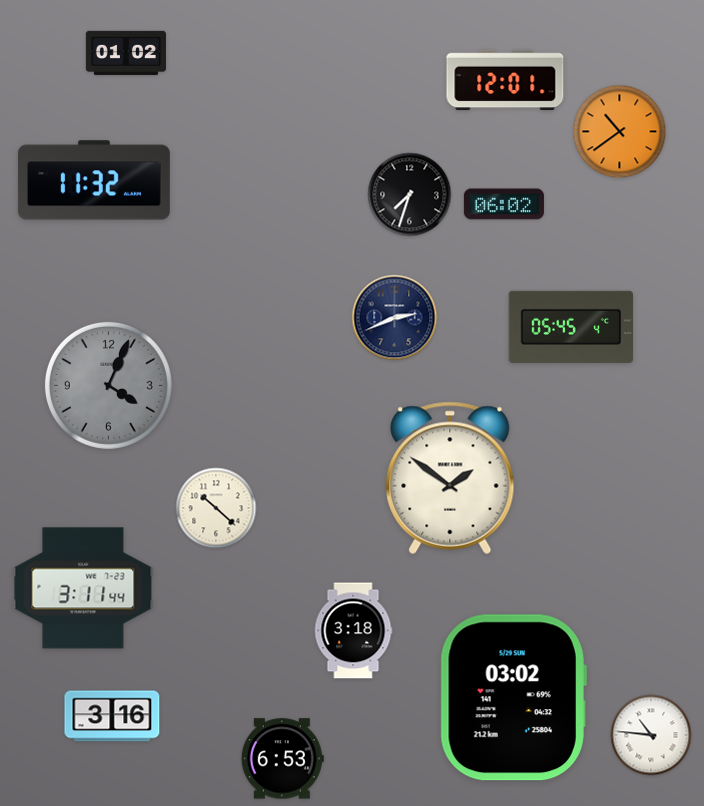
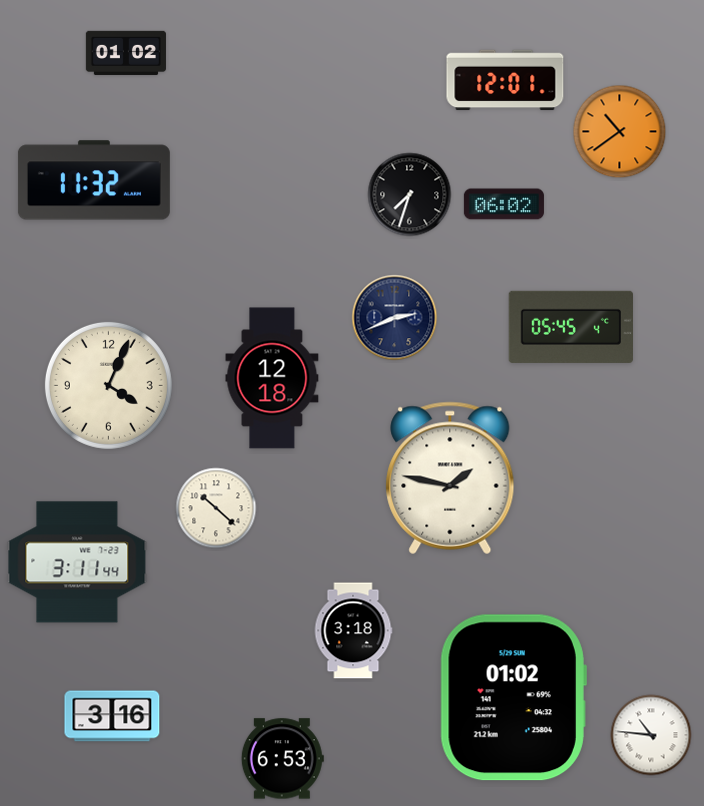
clock at (272, 378): none -> 12:18
clock at (108, 385) dial: grey -> cream
clock at (450, 478): 1:51 -> 1:47
clock at (83, 588) position: (83, 588) -> (77, 562)
clock at (513, 698): 03:02 -> 01:02
